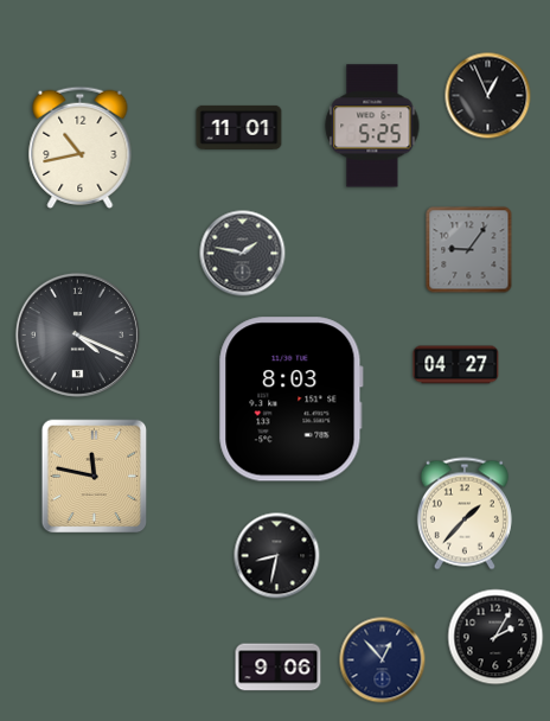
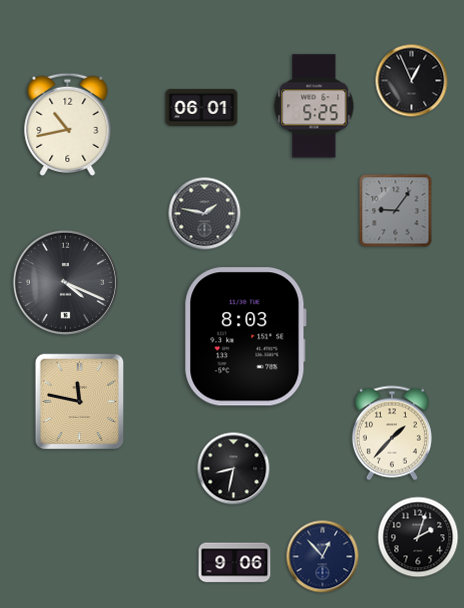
clock at (239, 127): 11:01 -> 06:01
clock at (456, 365): 04:27 -> none
clock at (495, 637): 2:05 -> 2:03
